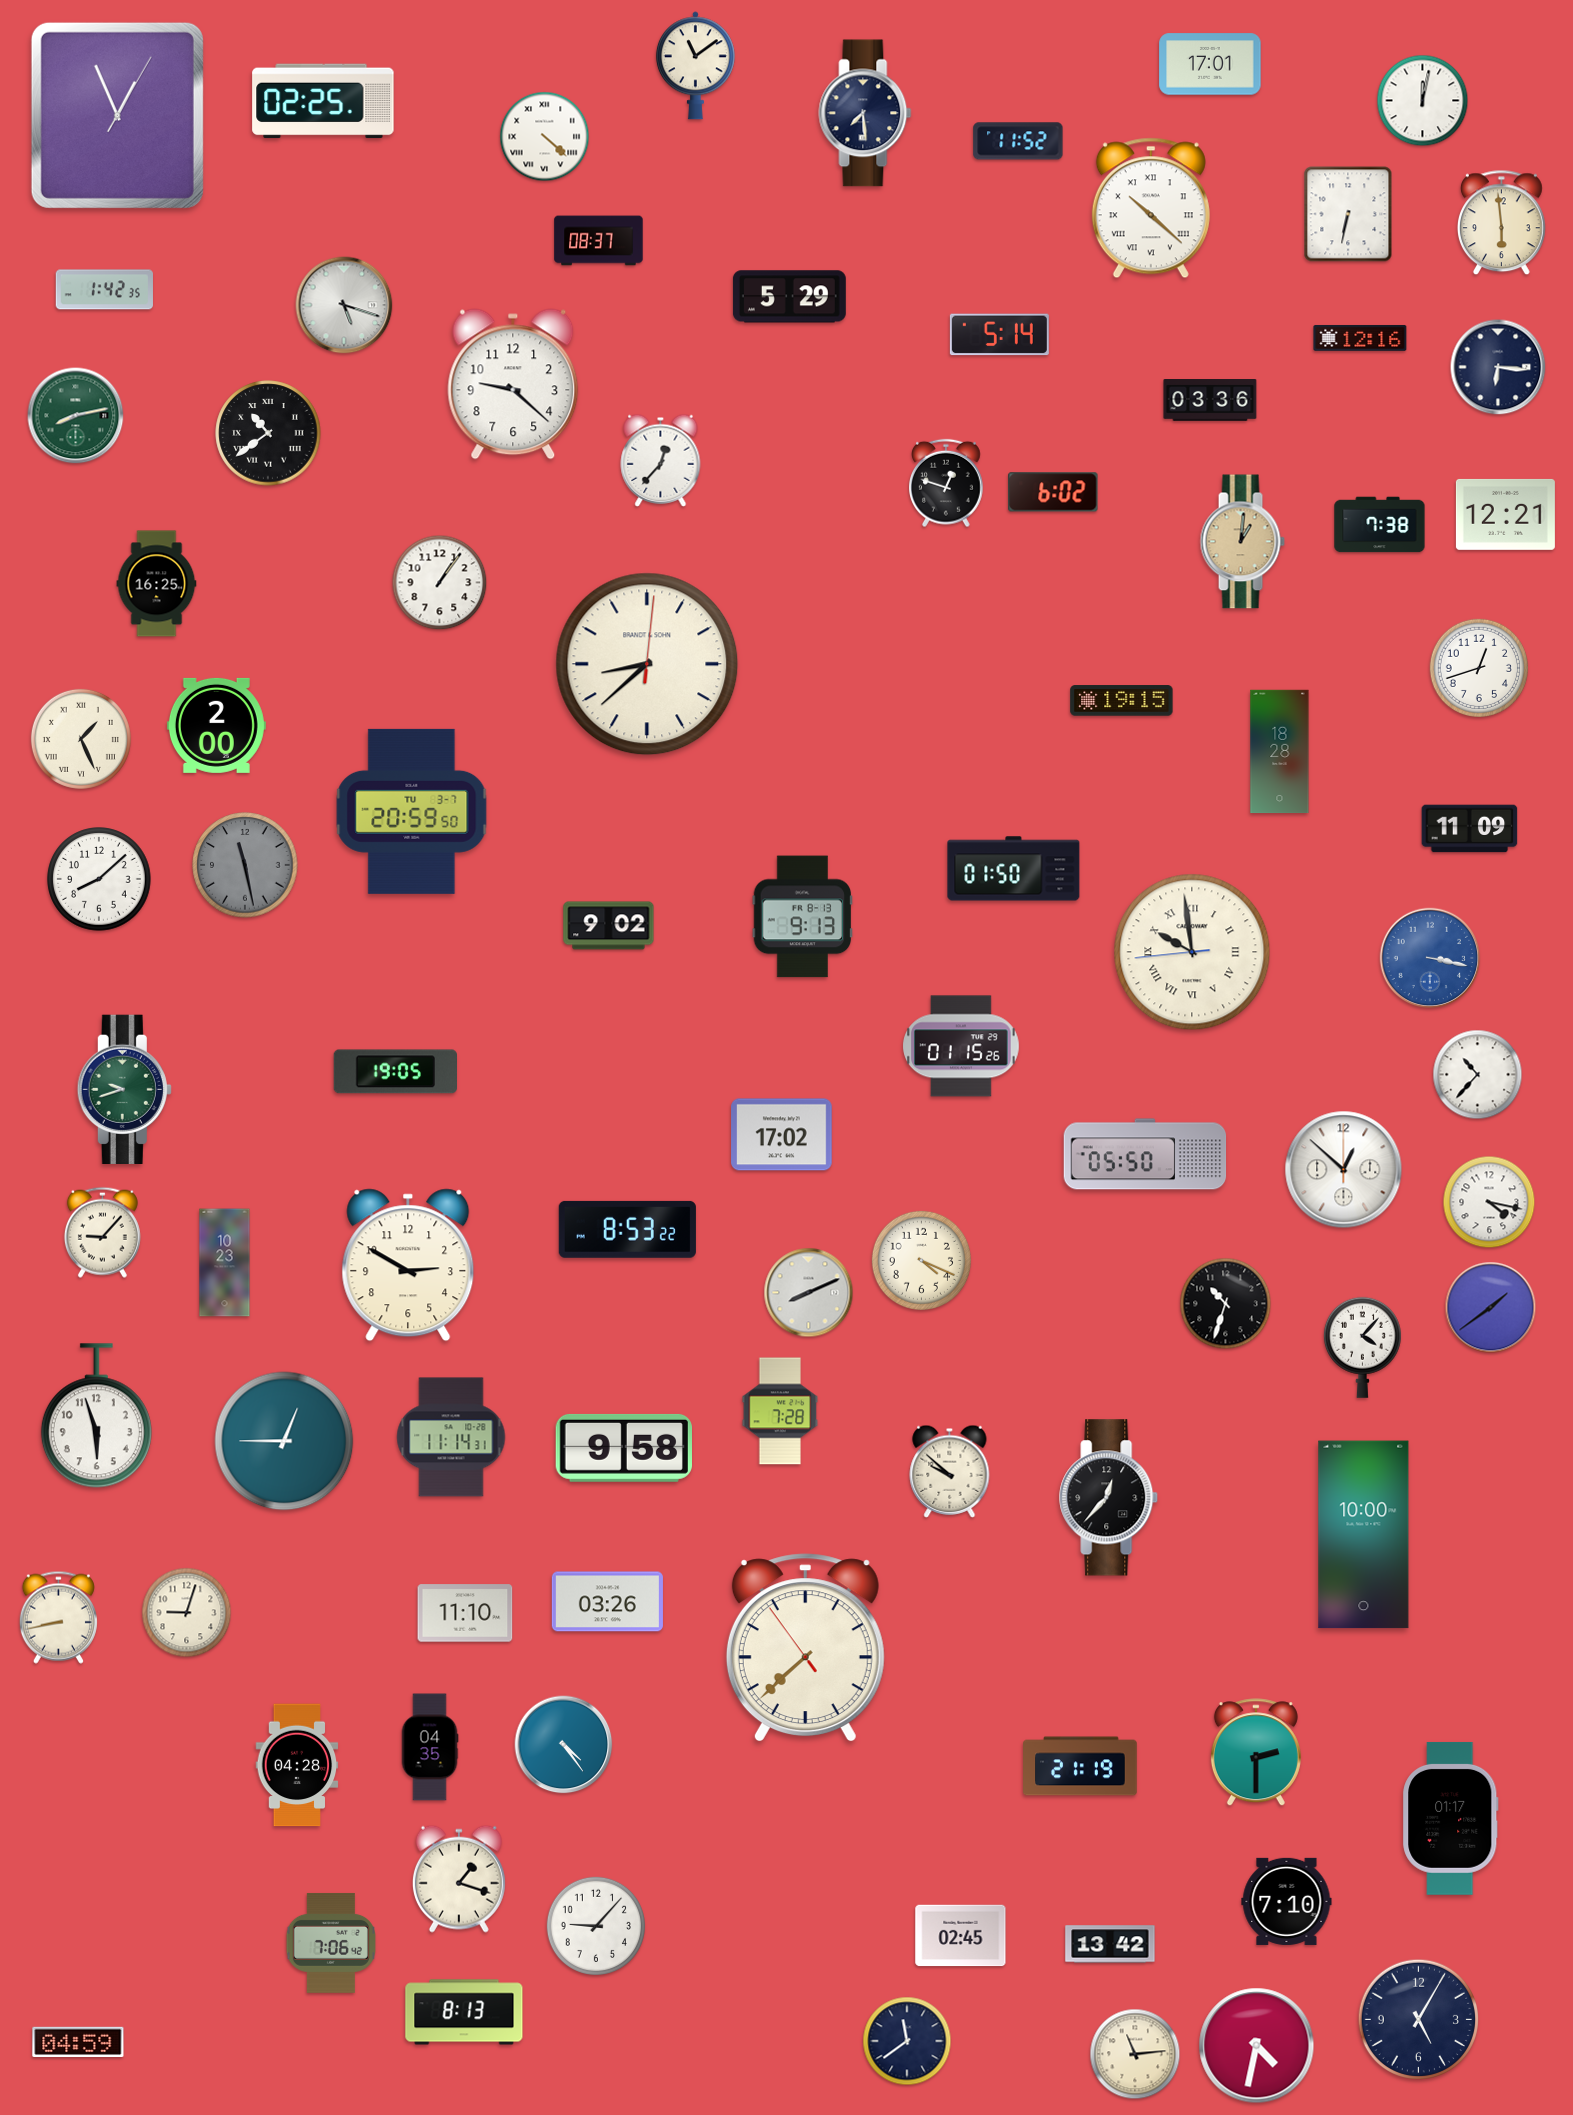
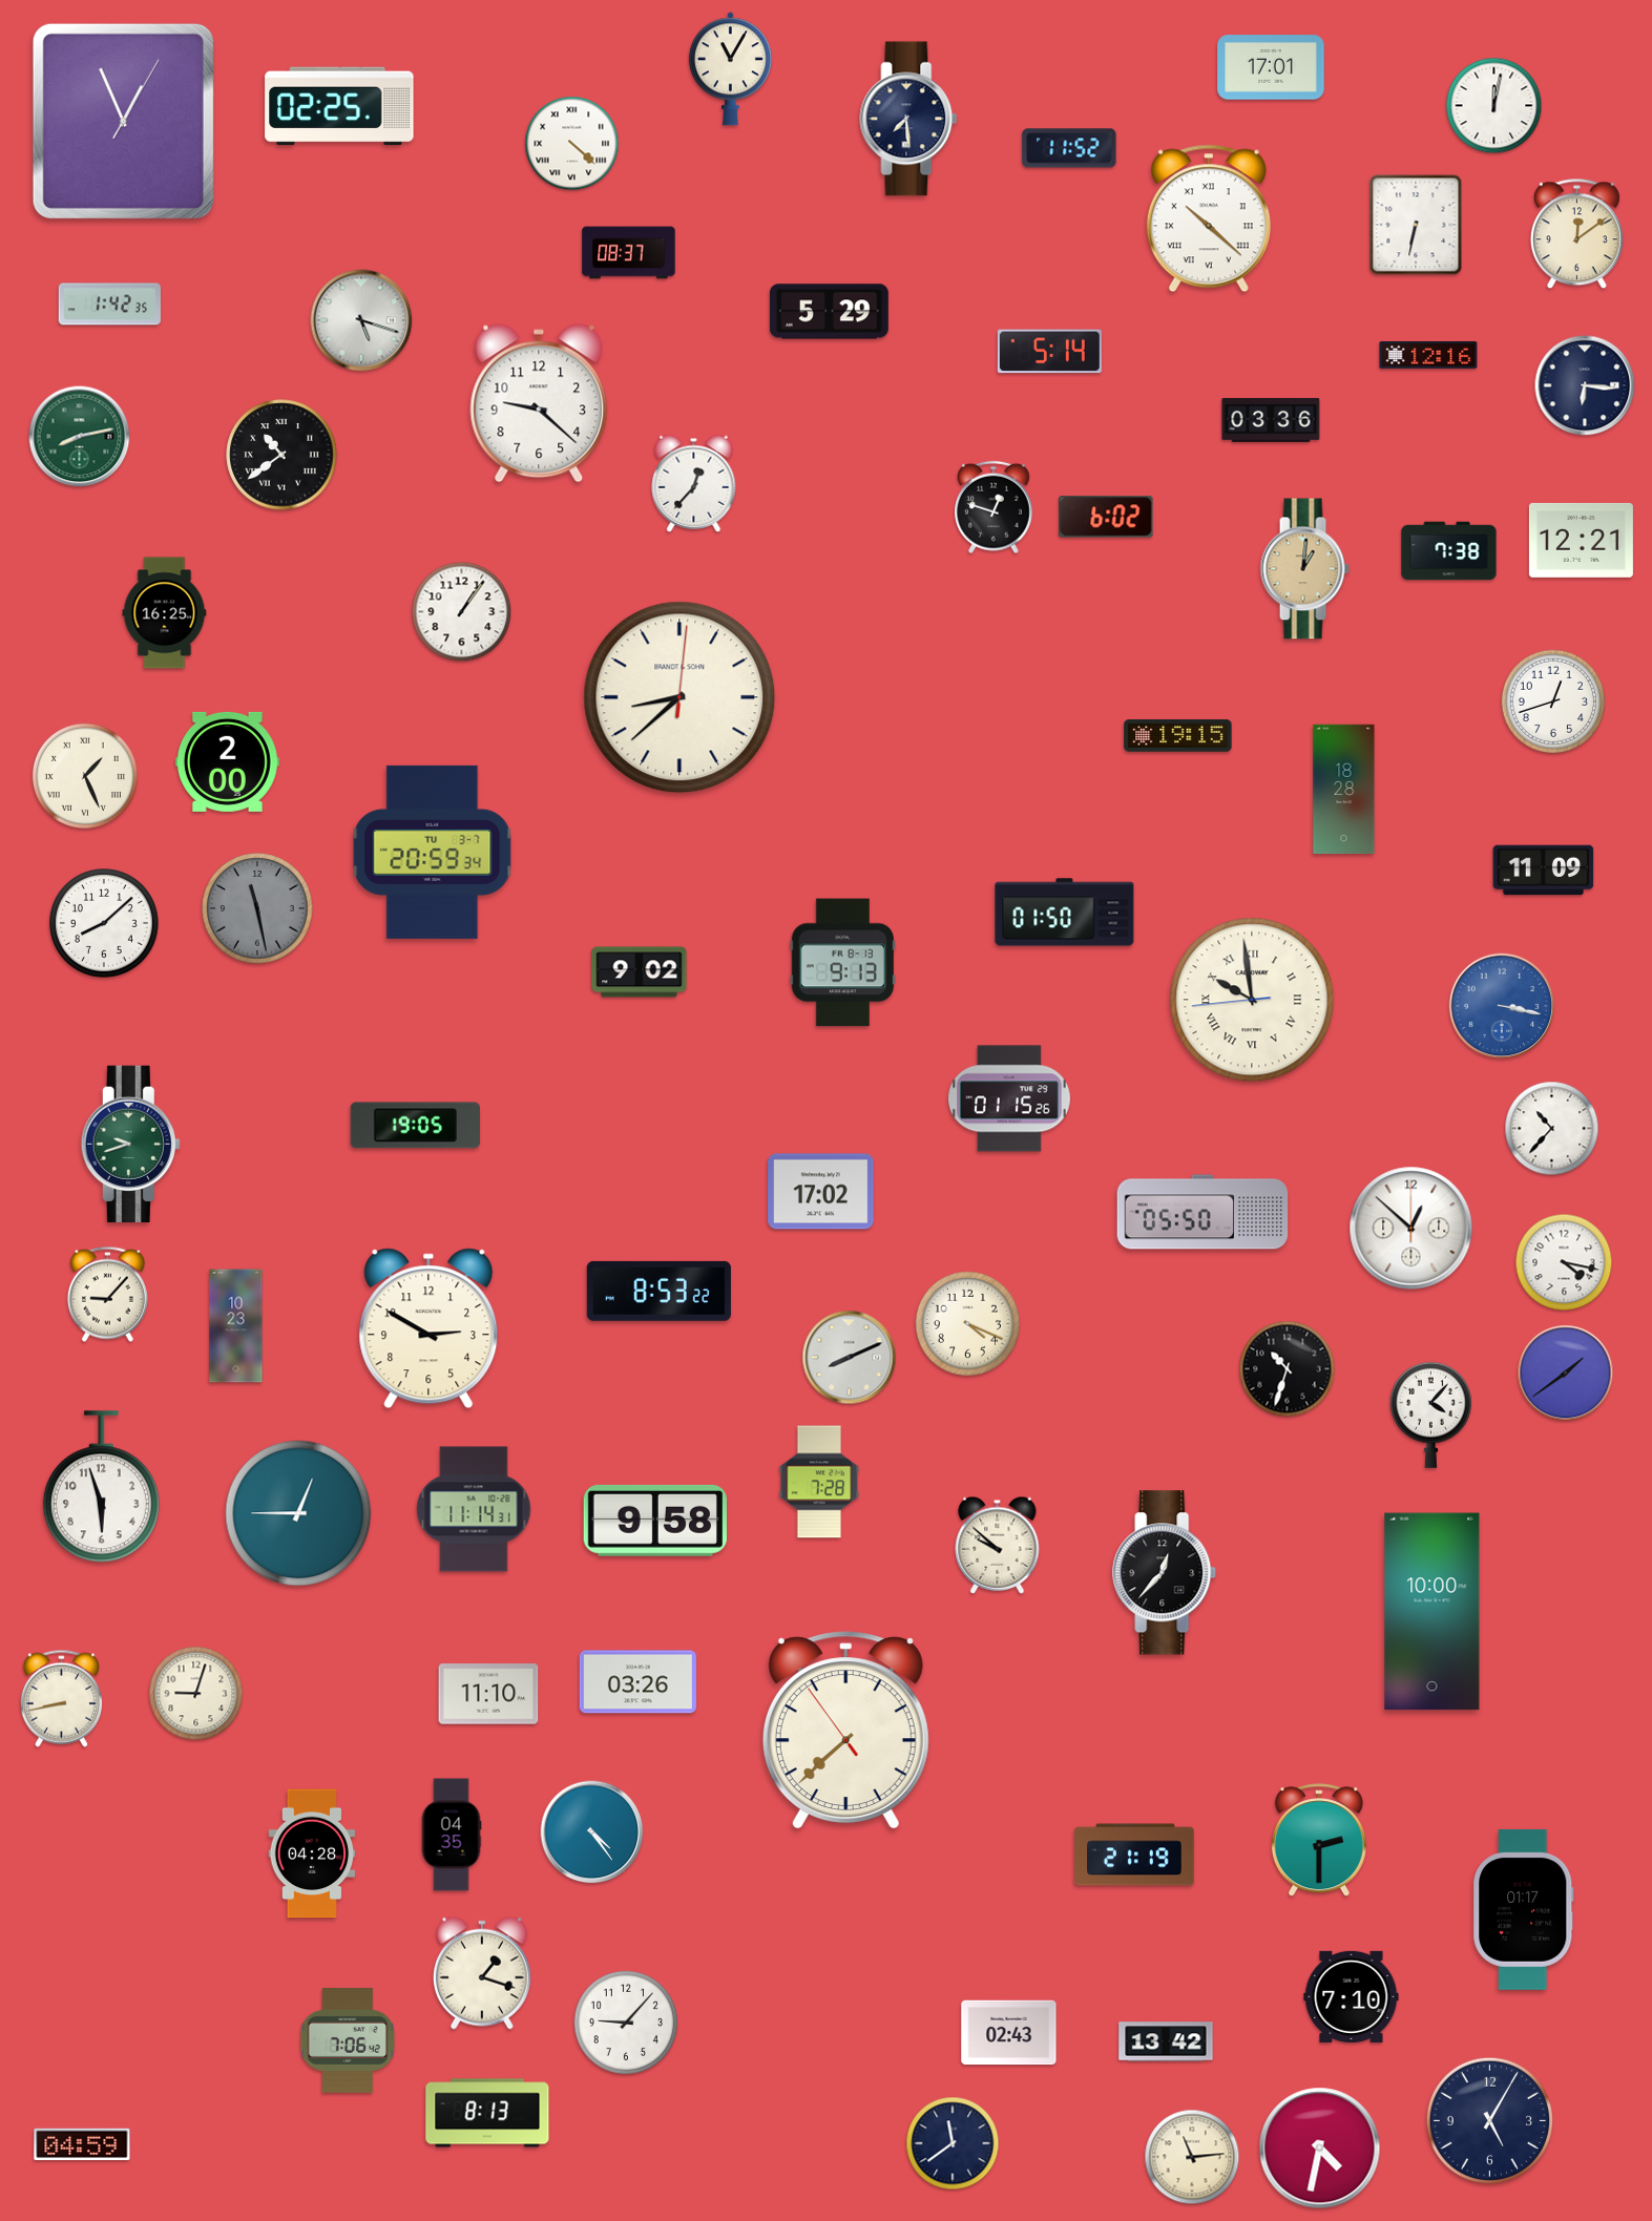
clock at (695, 66): 11:09 -> 11:05
clock at (1501, 223): 5:59 -> 12:09
clock at (1498, 367) position: (1498, 367) -> (1585, 385)
clock at (412, 811): 20:59:50 -> 20:59:34
clock at (961, 1936): 02:45 -> 02:43
